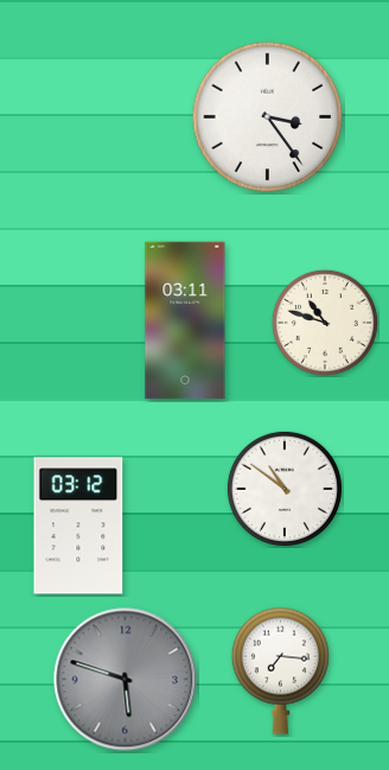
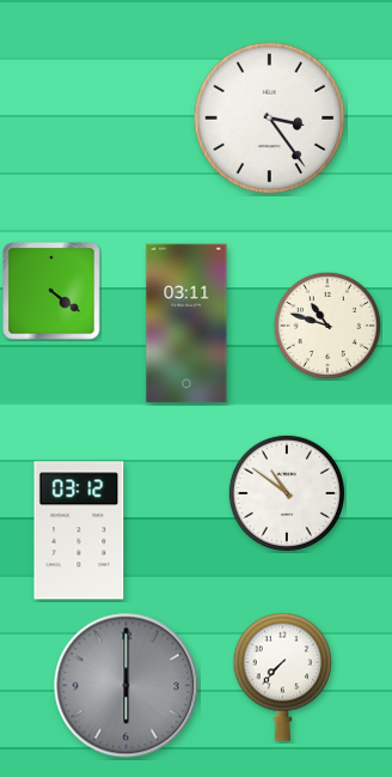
clock at (51, 291): none -> 4:21
clock at (280, 670): 7:16 -> 7:37
clock at (126, 680): 5:48 -> 6:00
